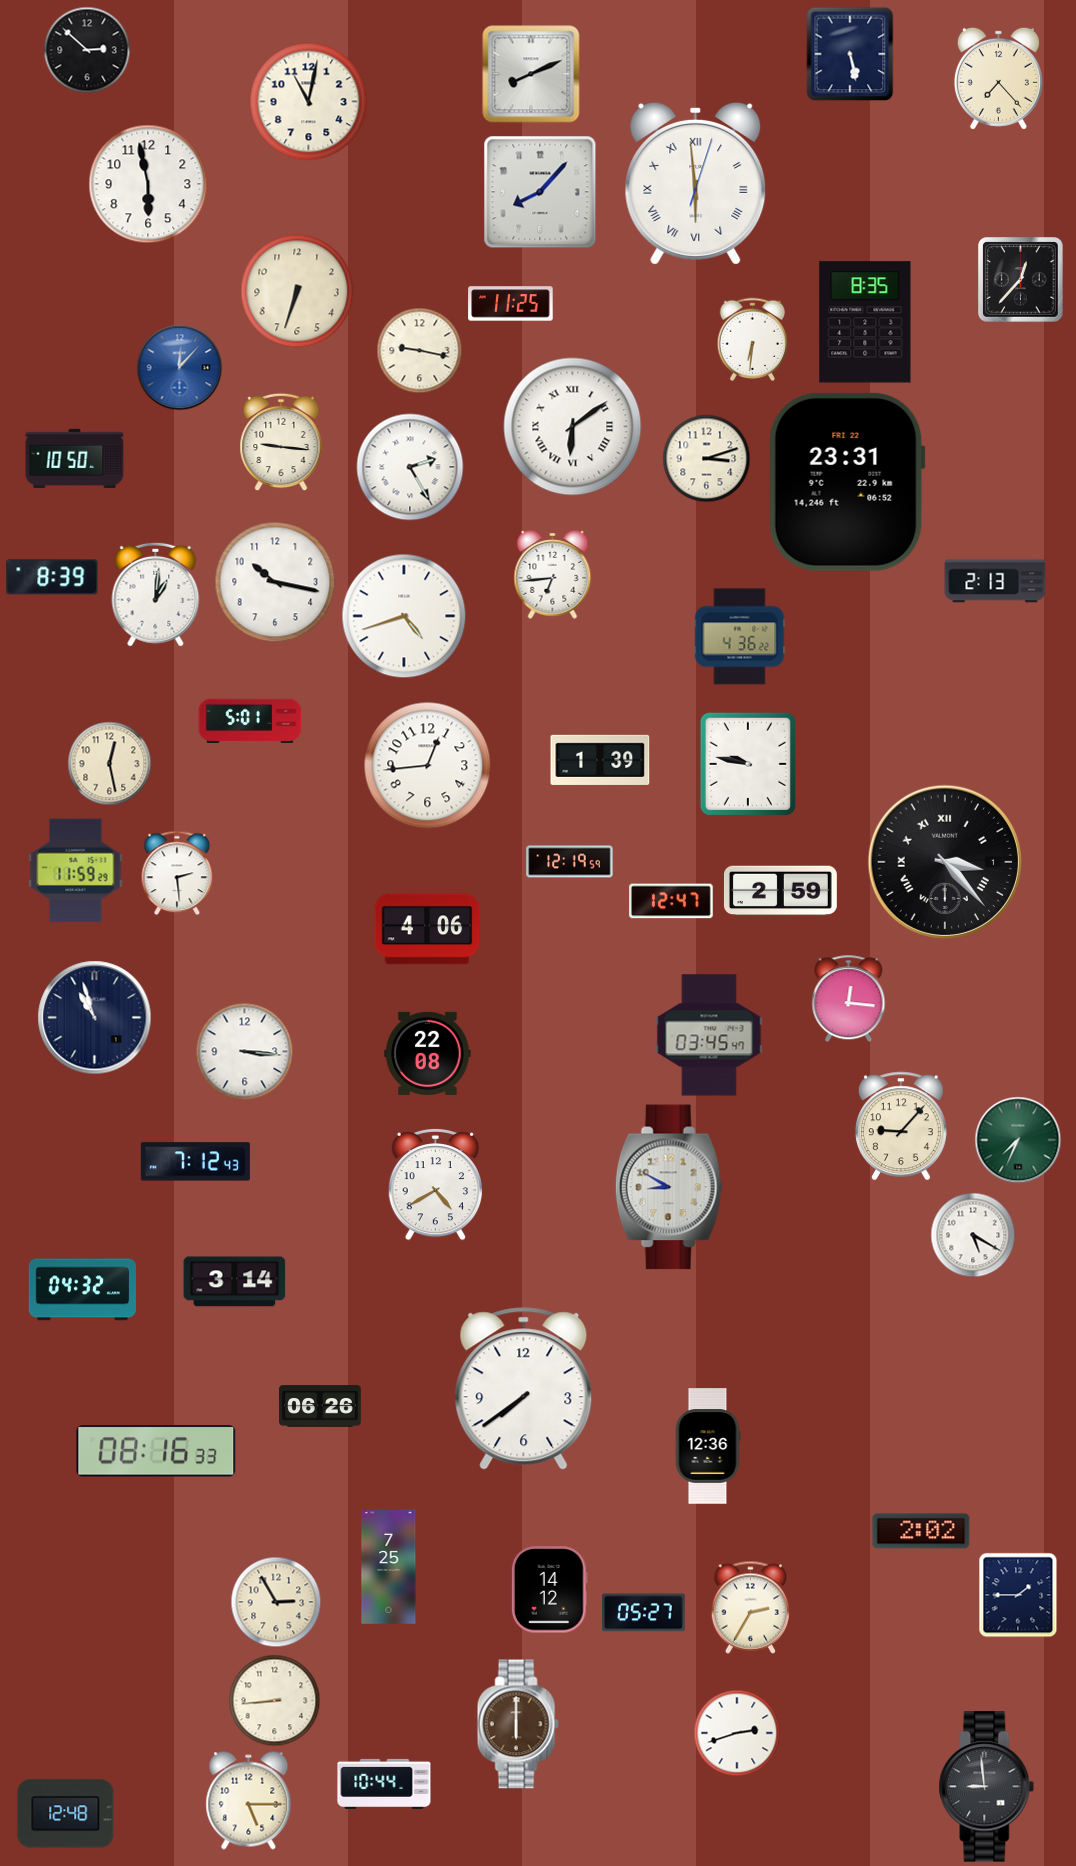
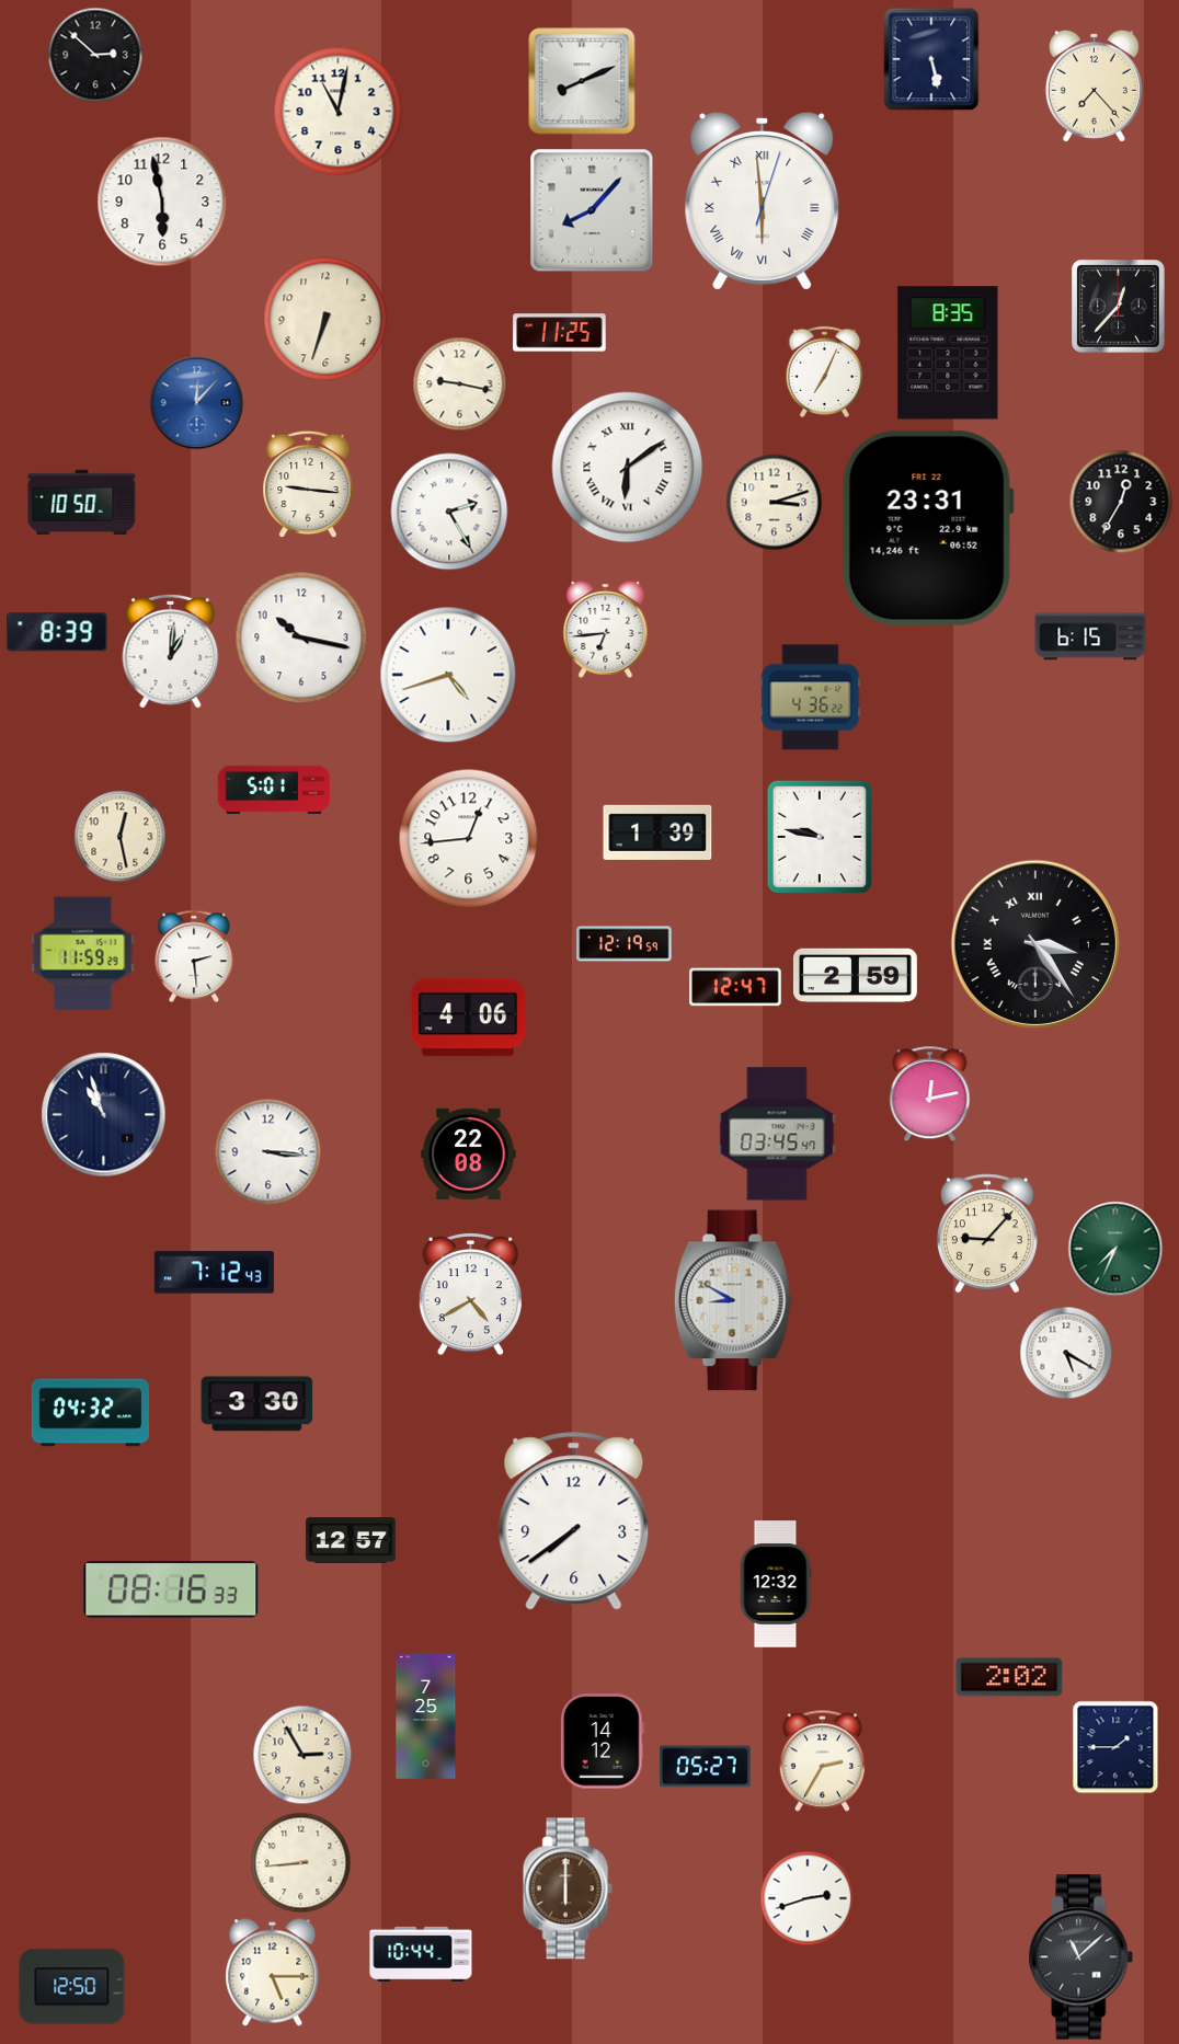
clock at (753, 339): 6:31 -> 7:04
clock at (1121, 502): none -> 12:35
clock at (995, 581): 2:13 -> 6:15
clock at (404, 616) position: (404, 616) -> (448, 675)
clock at (945, 862): 3:23 -> 3:24
clock at (849, 999): 12:16 -> 12:13
clock at (435, 1184) position: (435, 1184) -> (470, 1294)
clock at (235, 1282): 3:14 -> 3:30
clock at (320, 1406): 06:26 -> 12:57
clock at (708, 1446): 12:36 -> 12:32
clock at (987, 1787): 8:59 -> 11:08
clock at (66, 1814): 12:48 -> 12:50
